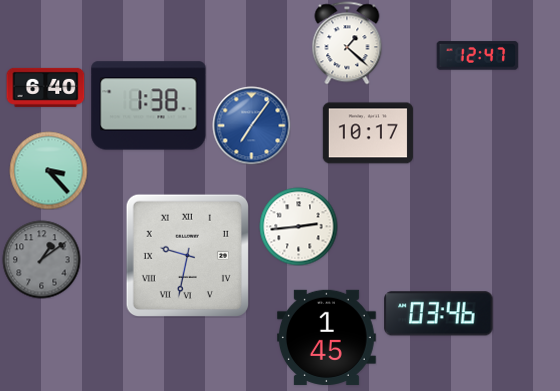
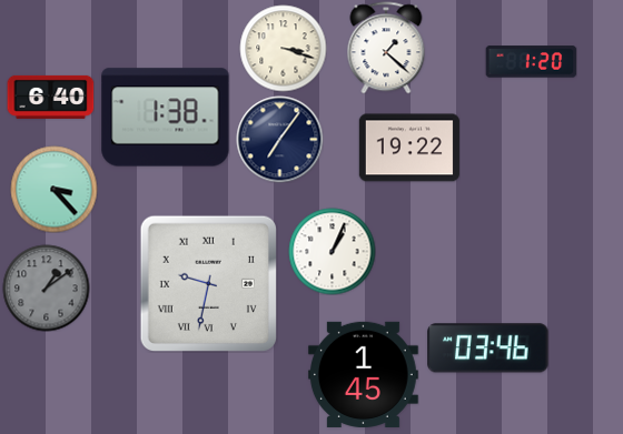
clock at (283, 48): none -> 3:18
clock at (477, 56): 12:47 -> 1:20
clock at (251, 125) dial: blue -> navy
clock at (368, 133): 10:17 -> 19:22
clock at (298, 226): 2:44 -> 1:04
